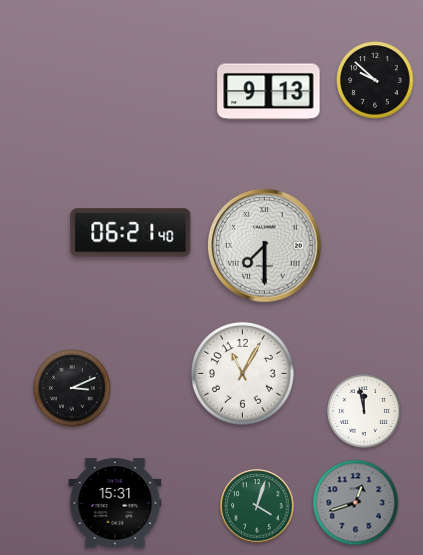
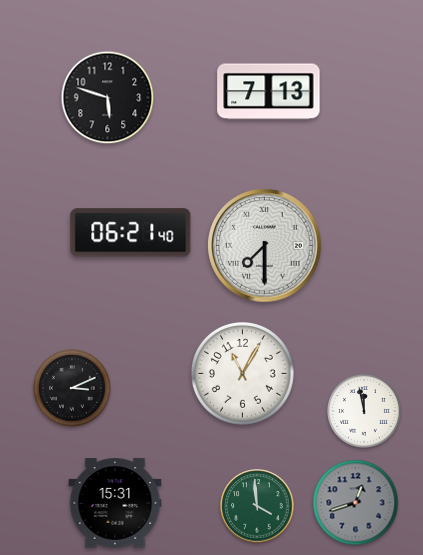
clock at (375, 80): 9:52 -> none
clock at (269, 92): 9:13 -> 7:13
clock at (108, 98): none -> 5:48
clock at (257, 506): 4:03 -> 3:59
